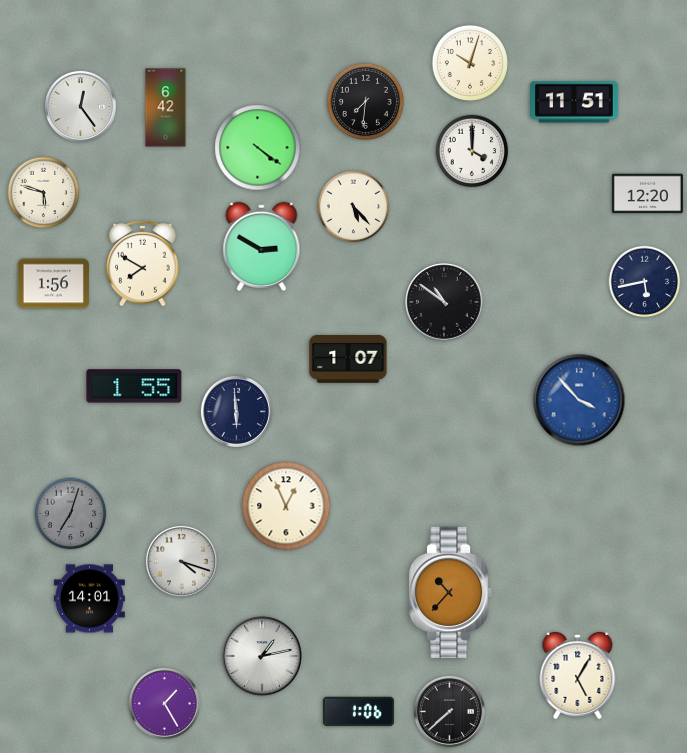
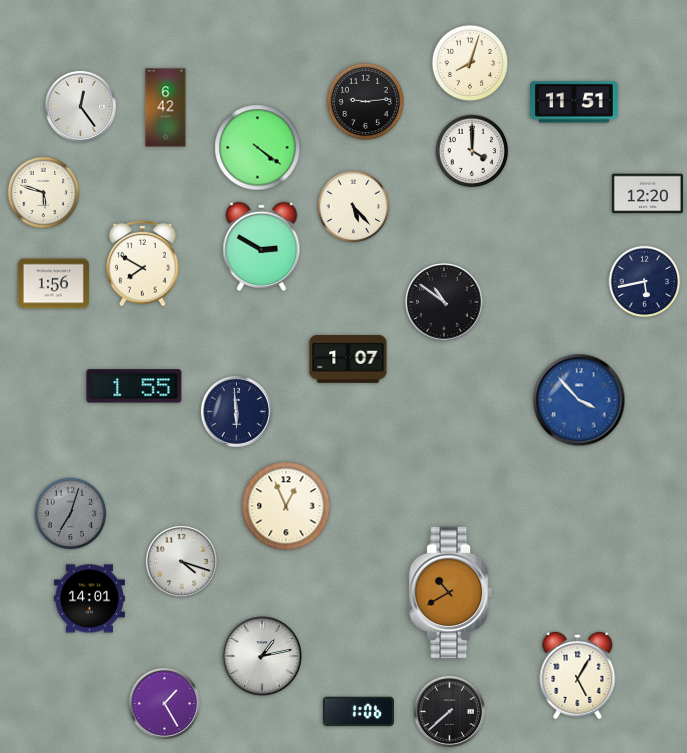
clock at (470, 63): 10:03 -> 8:03
clock at (365, 101): 7:31 -> 9:14
clock at (451, 593): 10:37 -> 10:40
